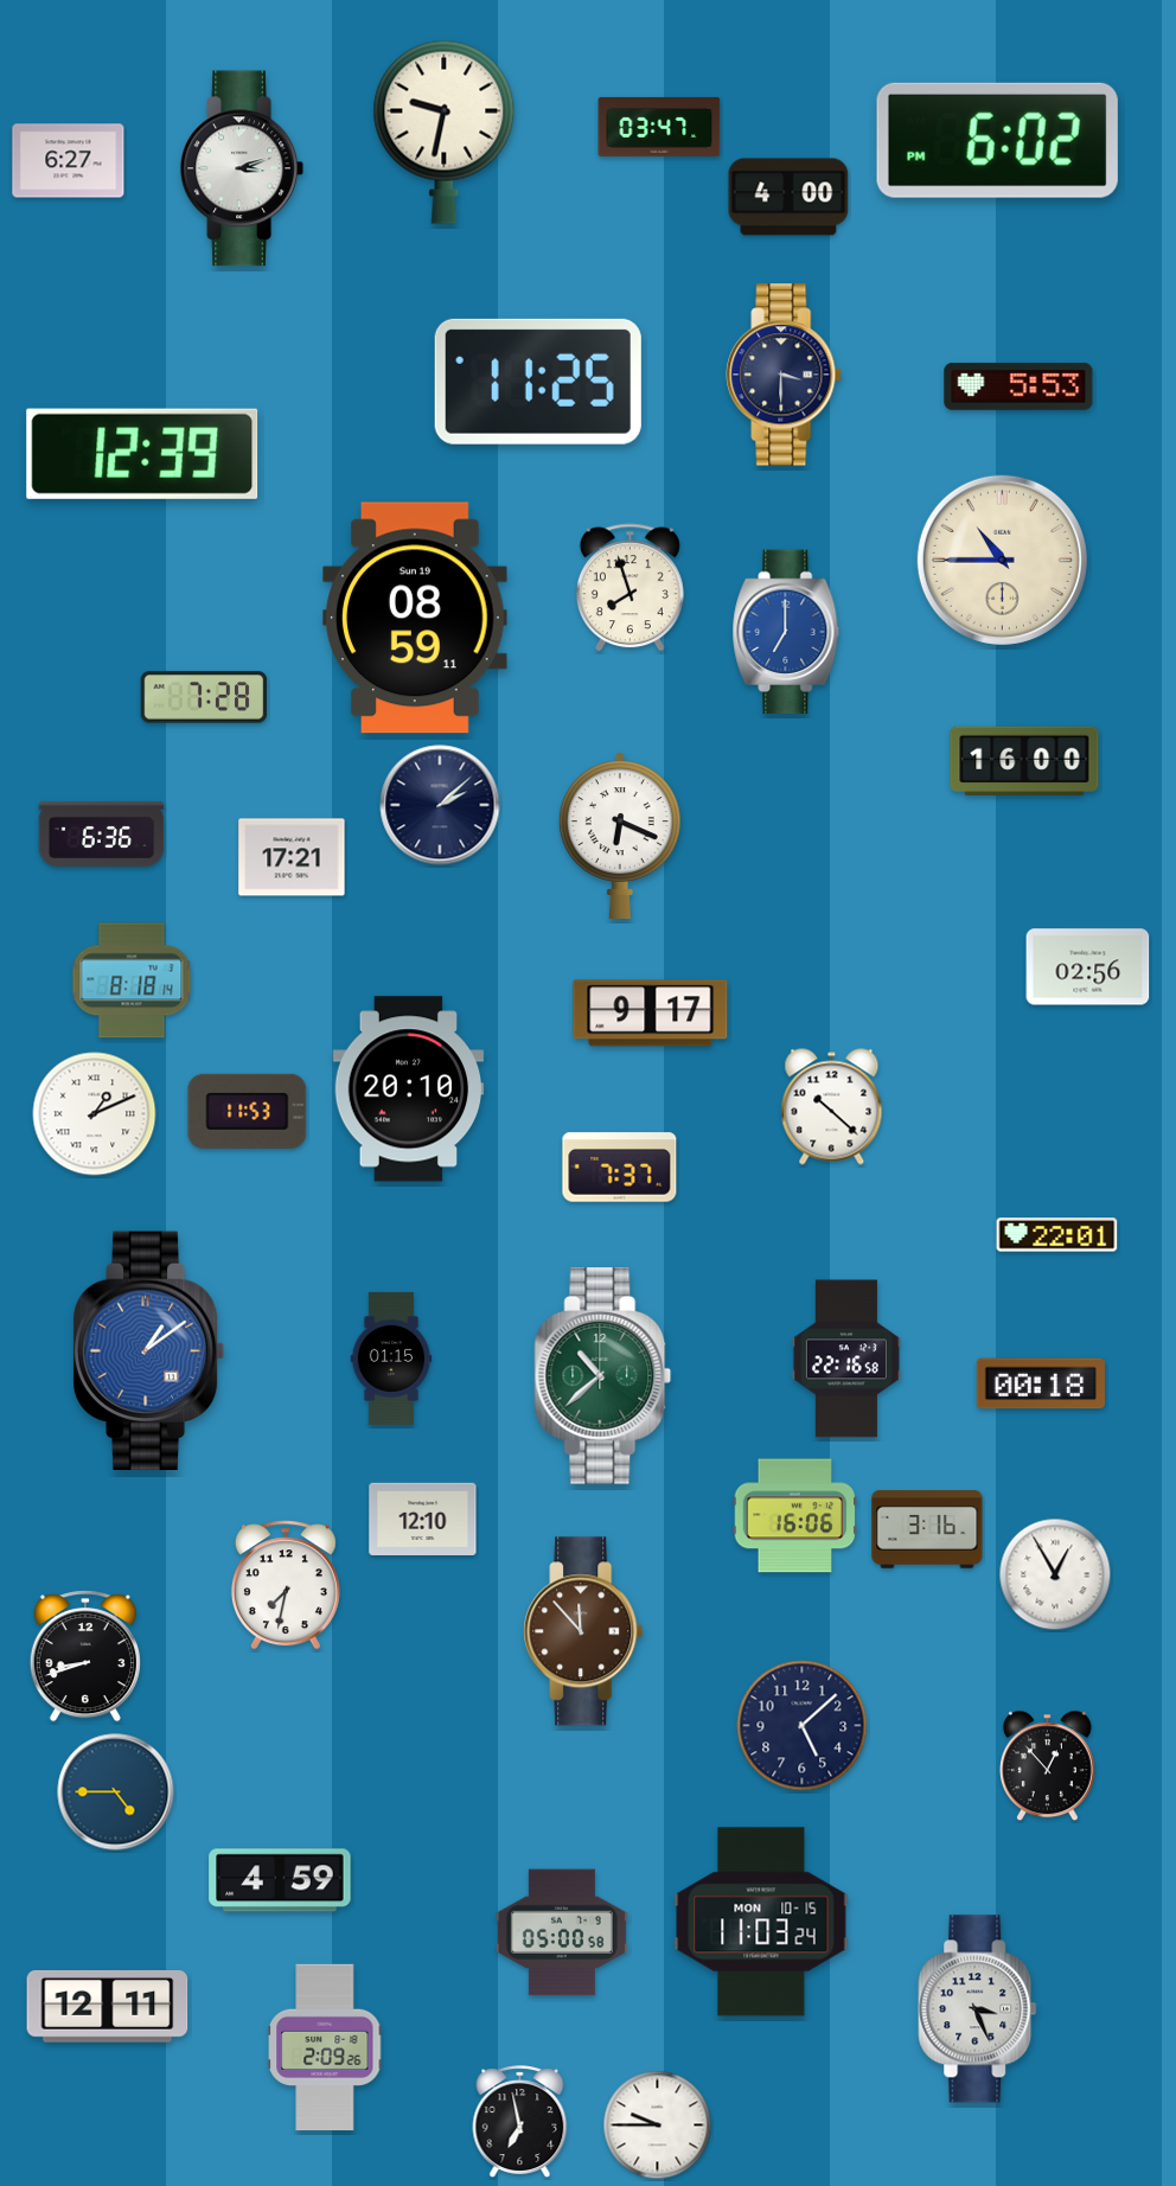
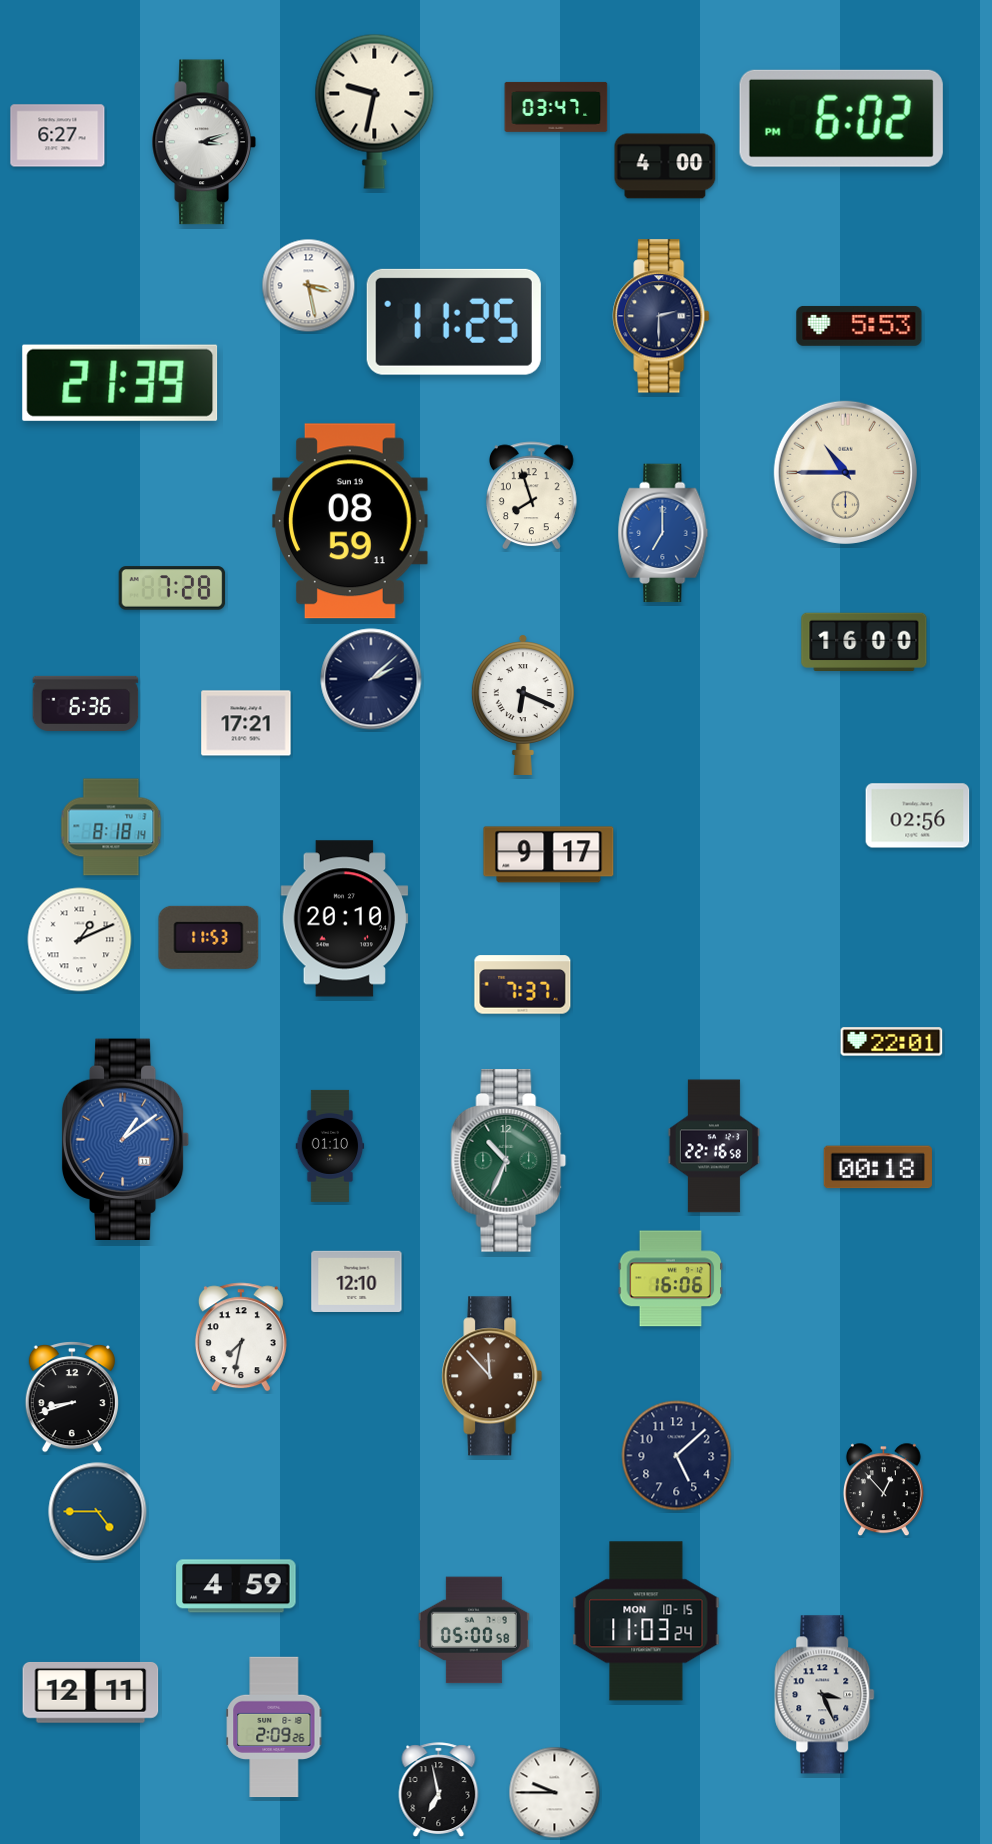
clock at (309, 286): none -> 3:28
clock at (784, 375): 3:30 -> 2:30
clock at (142, 454): 12:39 -> 21:39
clock at (832, 1107): 10:22 -> none
clock at (391, 1359): 01:15 -> 01:10
clock at (603, 1376): 10:38 -> 10:34
clock at (927, 1530): 3:16 -> none
clock at (1055, 1574): 12:55 -> none
clock at (761, 1922) position: (761, 1922) -> (646, 1621)
